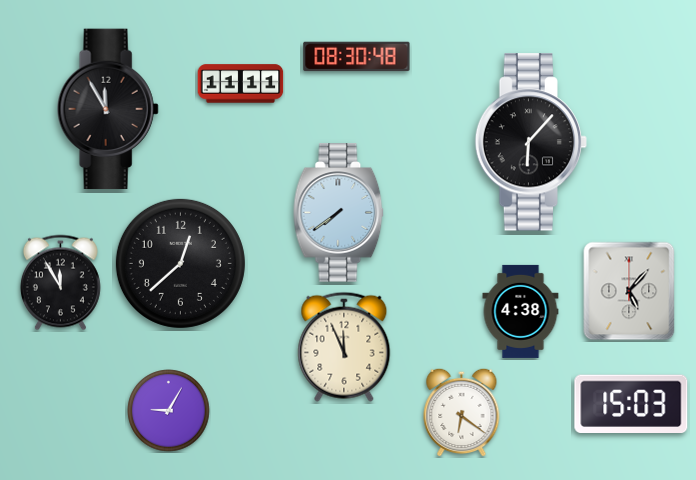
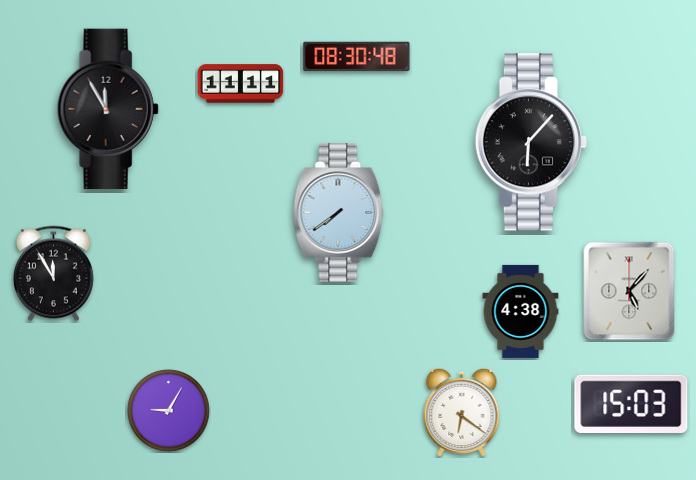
clock at (180, 263): 12:38 -> none
clock at (60, 283) position: (60, 283) -> (53, 274)
clock at (344, 347): 11:56 -> none
